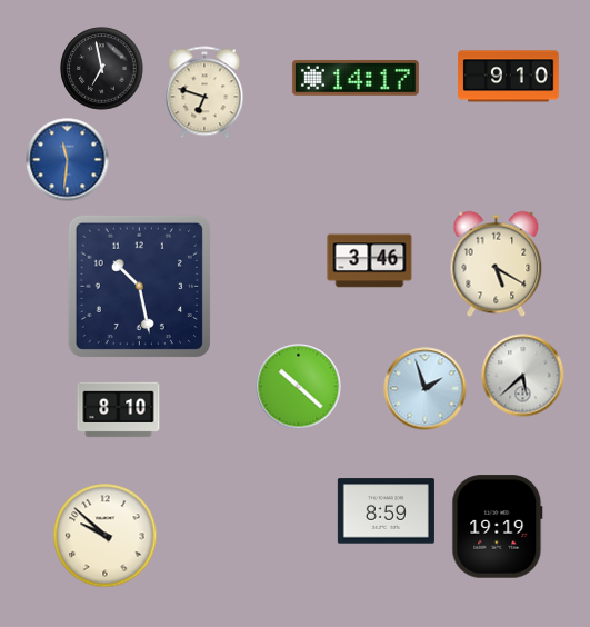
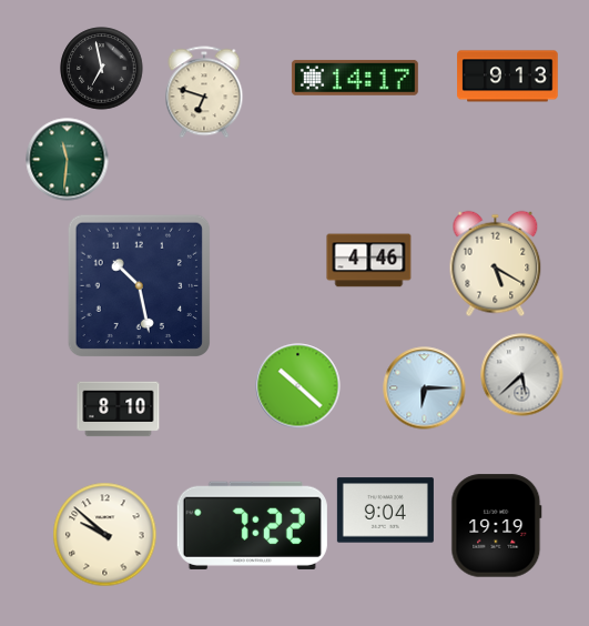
clock at (509, 77): 9:10 -> 9:13
clock at (68, 160) dial: blue -> green
clock at (370, 261): 3:46 -> 4:46
clock at (426, 389): 1:57 -> 6:15
clock at (386, 511): 8:59 -> 9:04
clock at (252, 525): none -> 7:22
